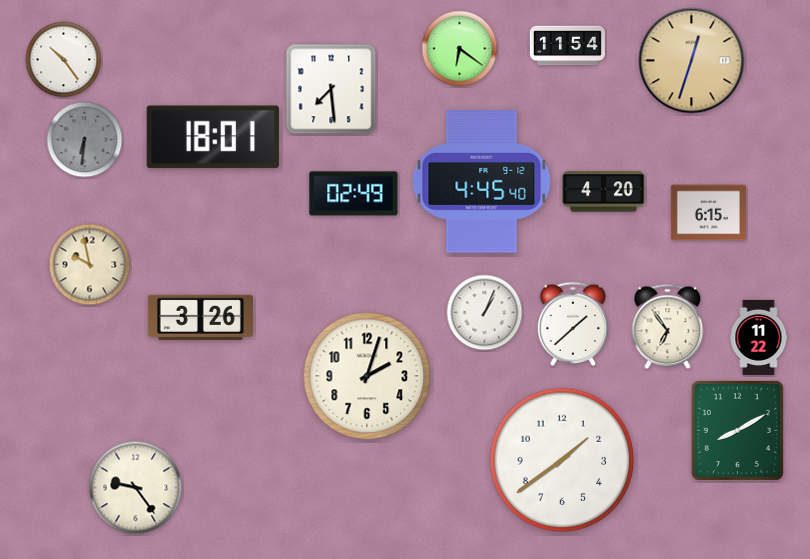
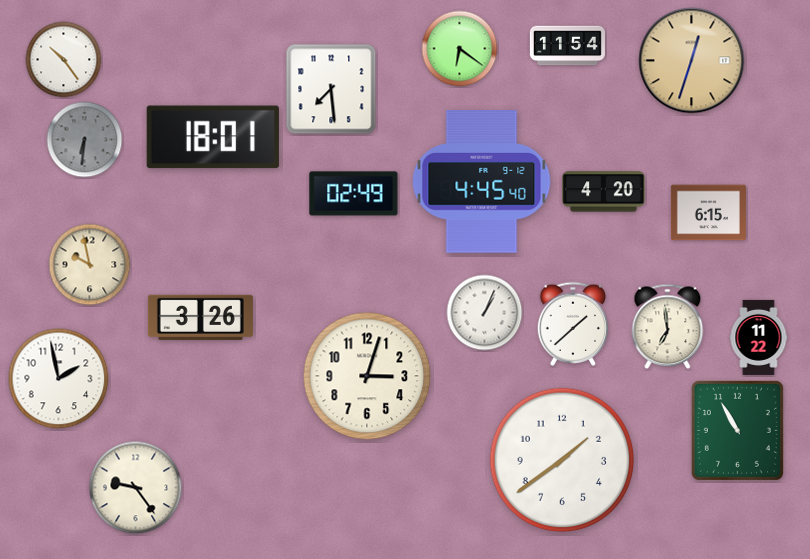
clock at (668, 327): 6:54 -> 6:59
clock at (367, 376): 2:03 -> 3:03
clock at (59, 379): none -> 1:58
clock at (737, 430): 8:10 -> 10:55
